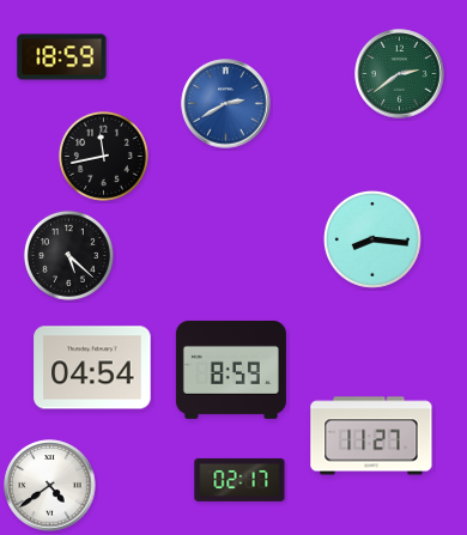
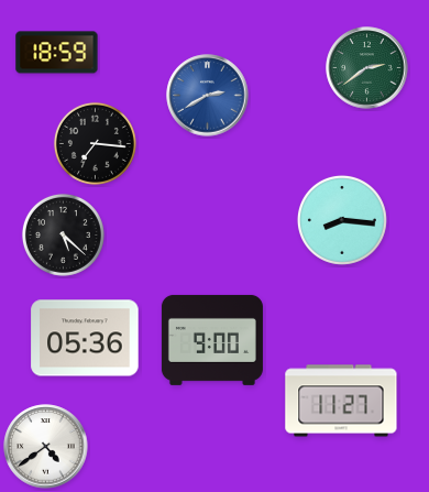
clock at (103, 156): 11:43 -> 7:16
clock at (92, 367): 04:54 -> 05:36
clock at (231, 370): 8:59 -> 9:00
clock at (239, 480): 02:17 -> none
